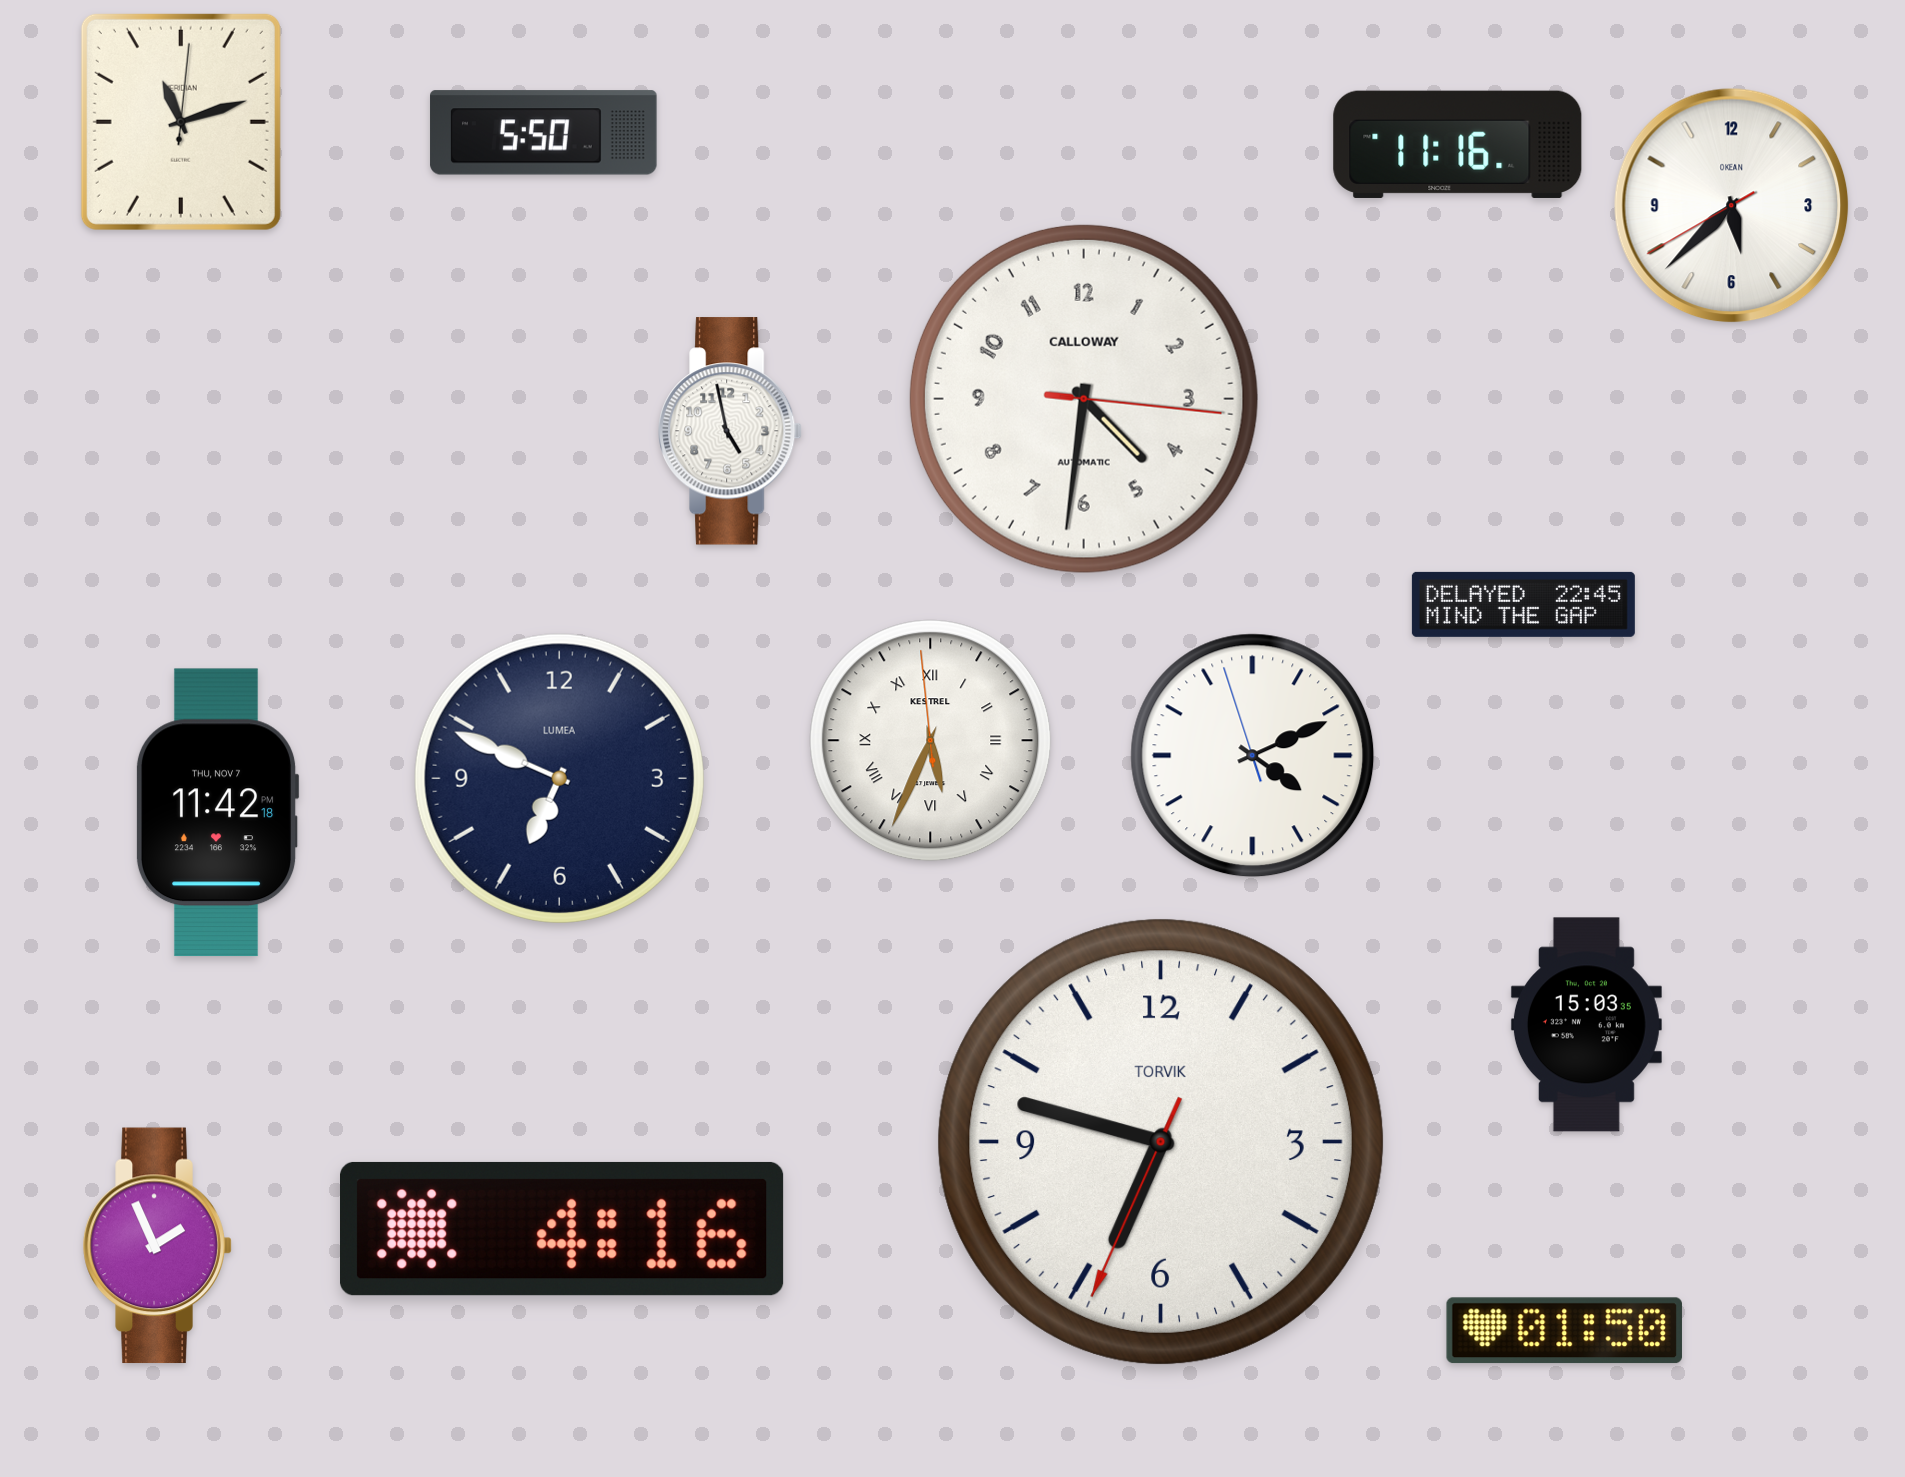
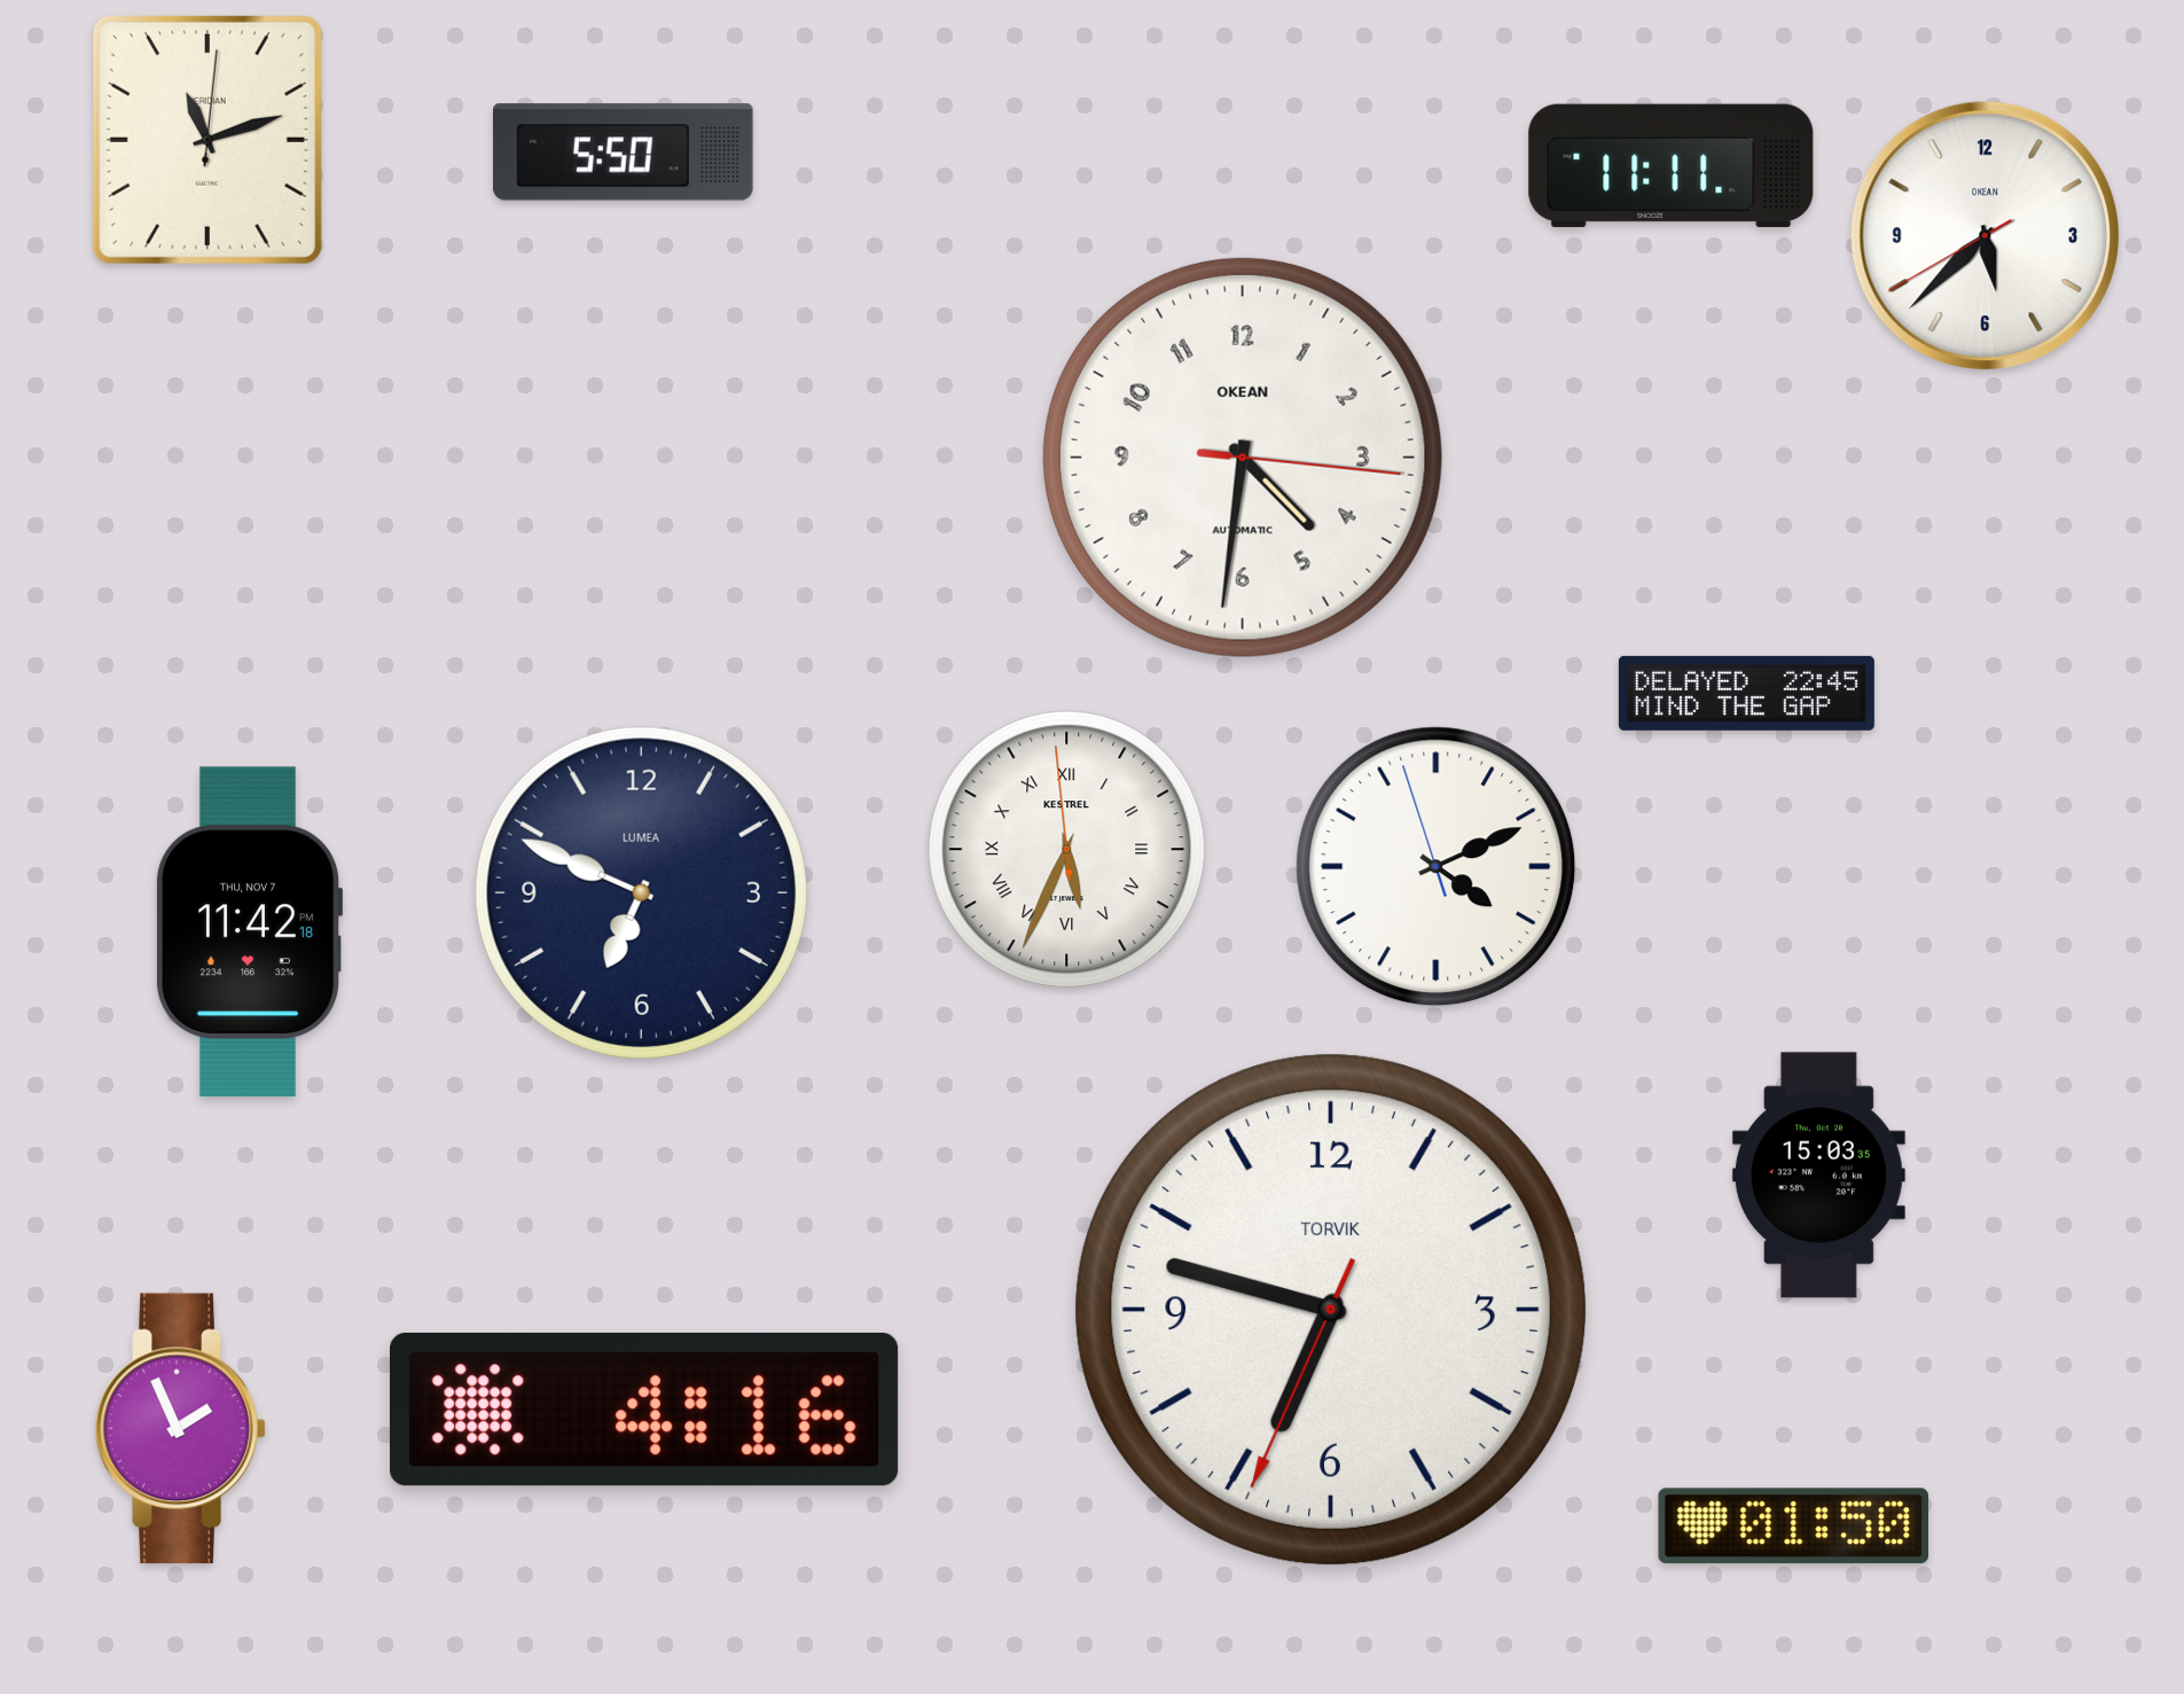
clock at (1458, 144): 11:16 -> 11:11
clock at (1084, 399) brand: CALLOWAY -> OKEAN
clock at (730, 431): 4:58 -> none
